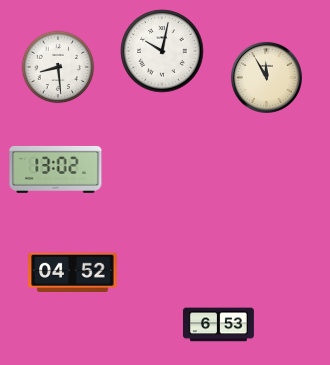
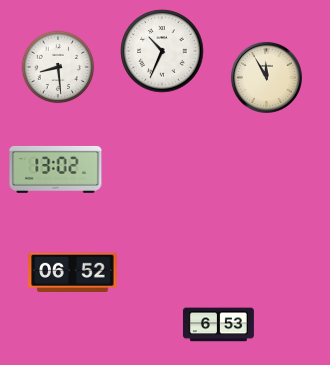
clock at (162, 51): 10:02 -> 10:34
clock at (73, 272): 04:52 -> 06:52
